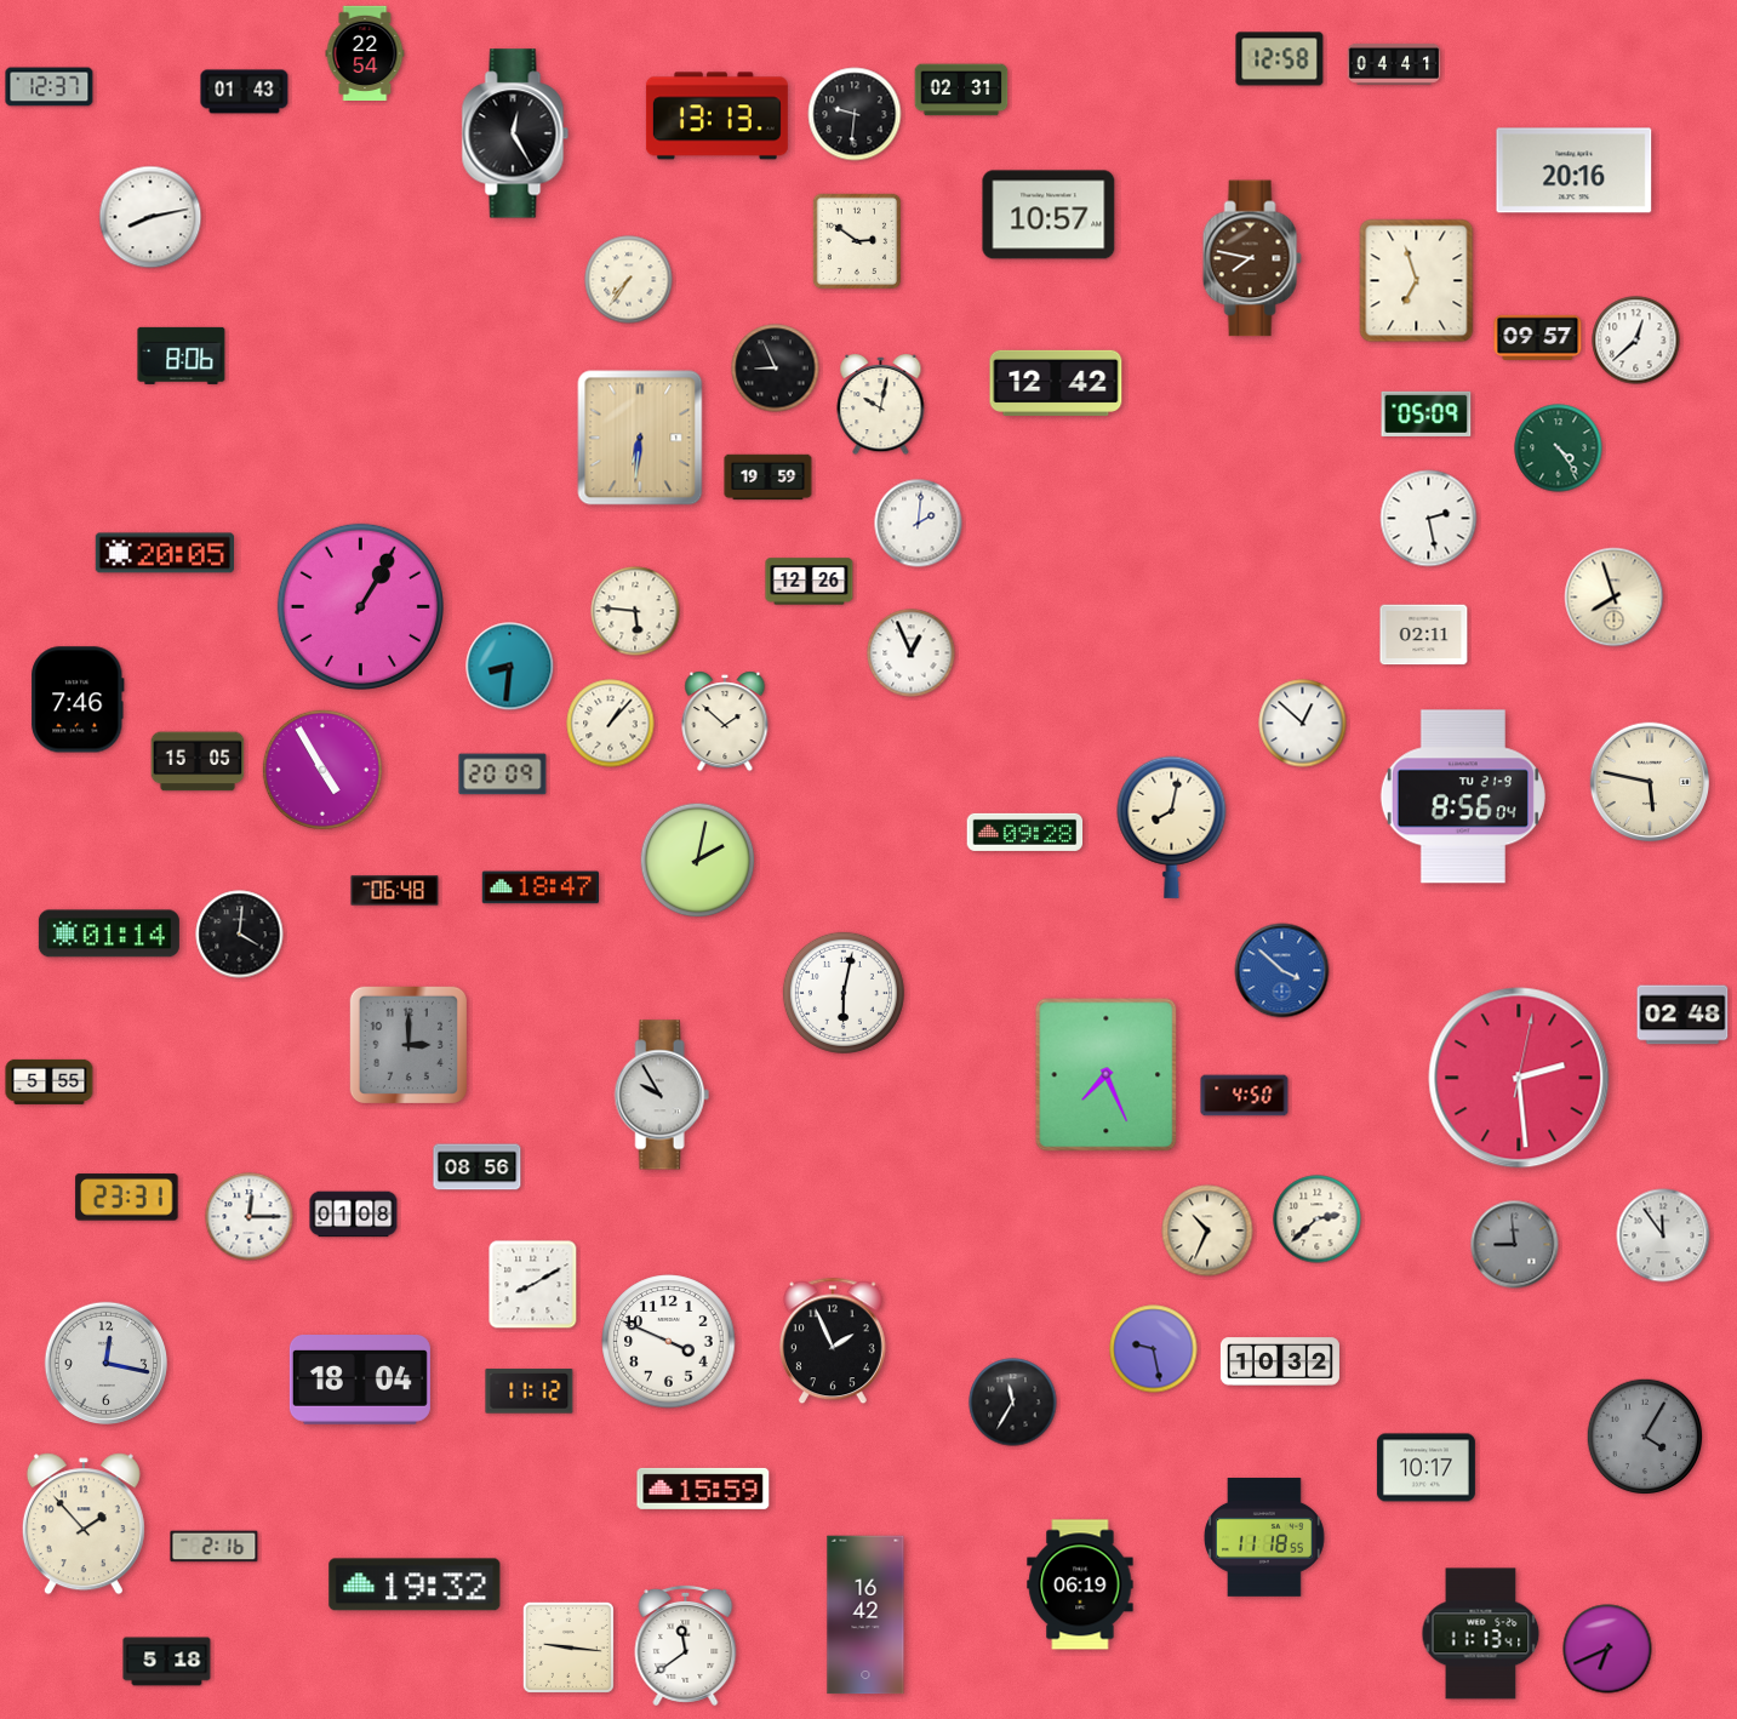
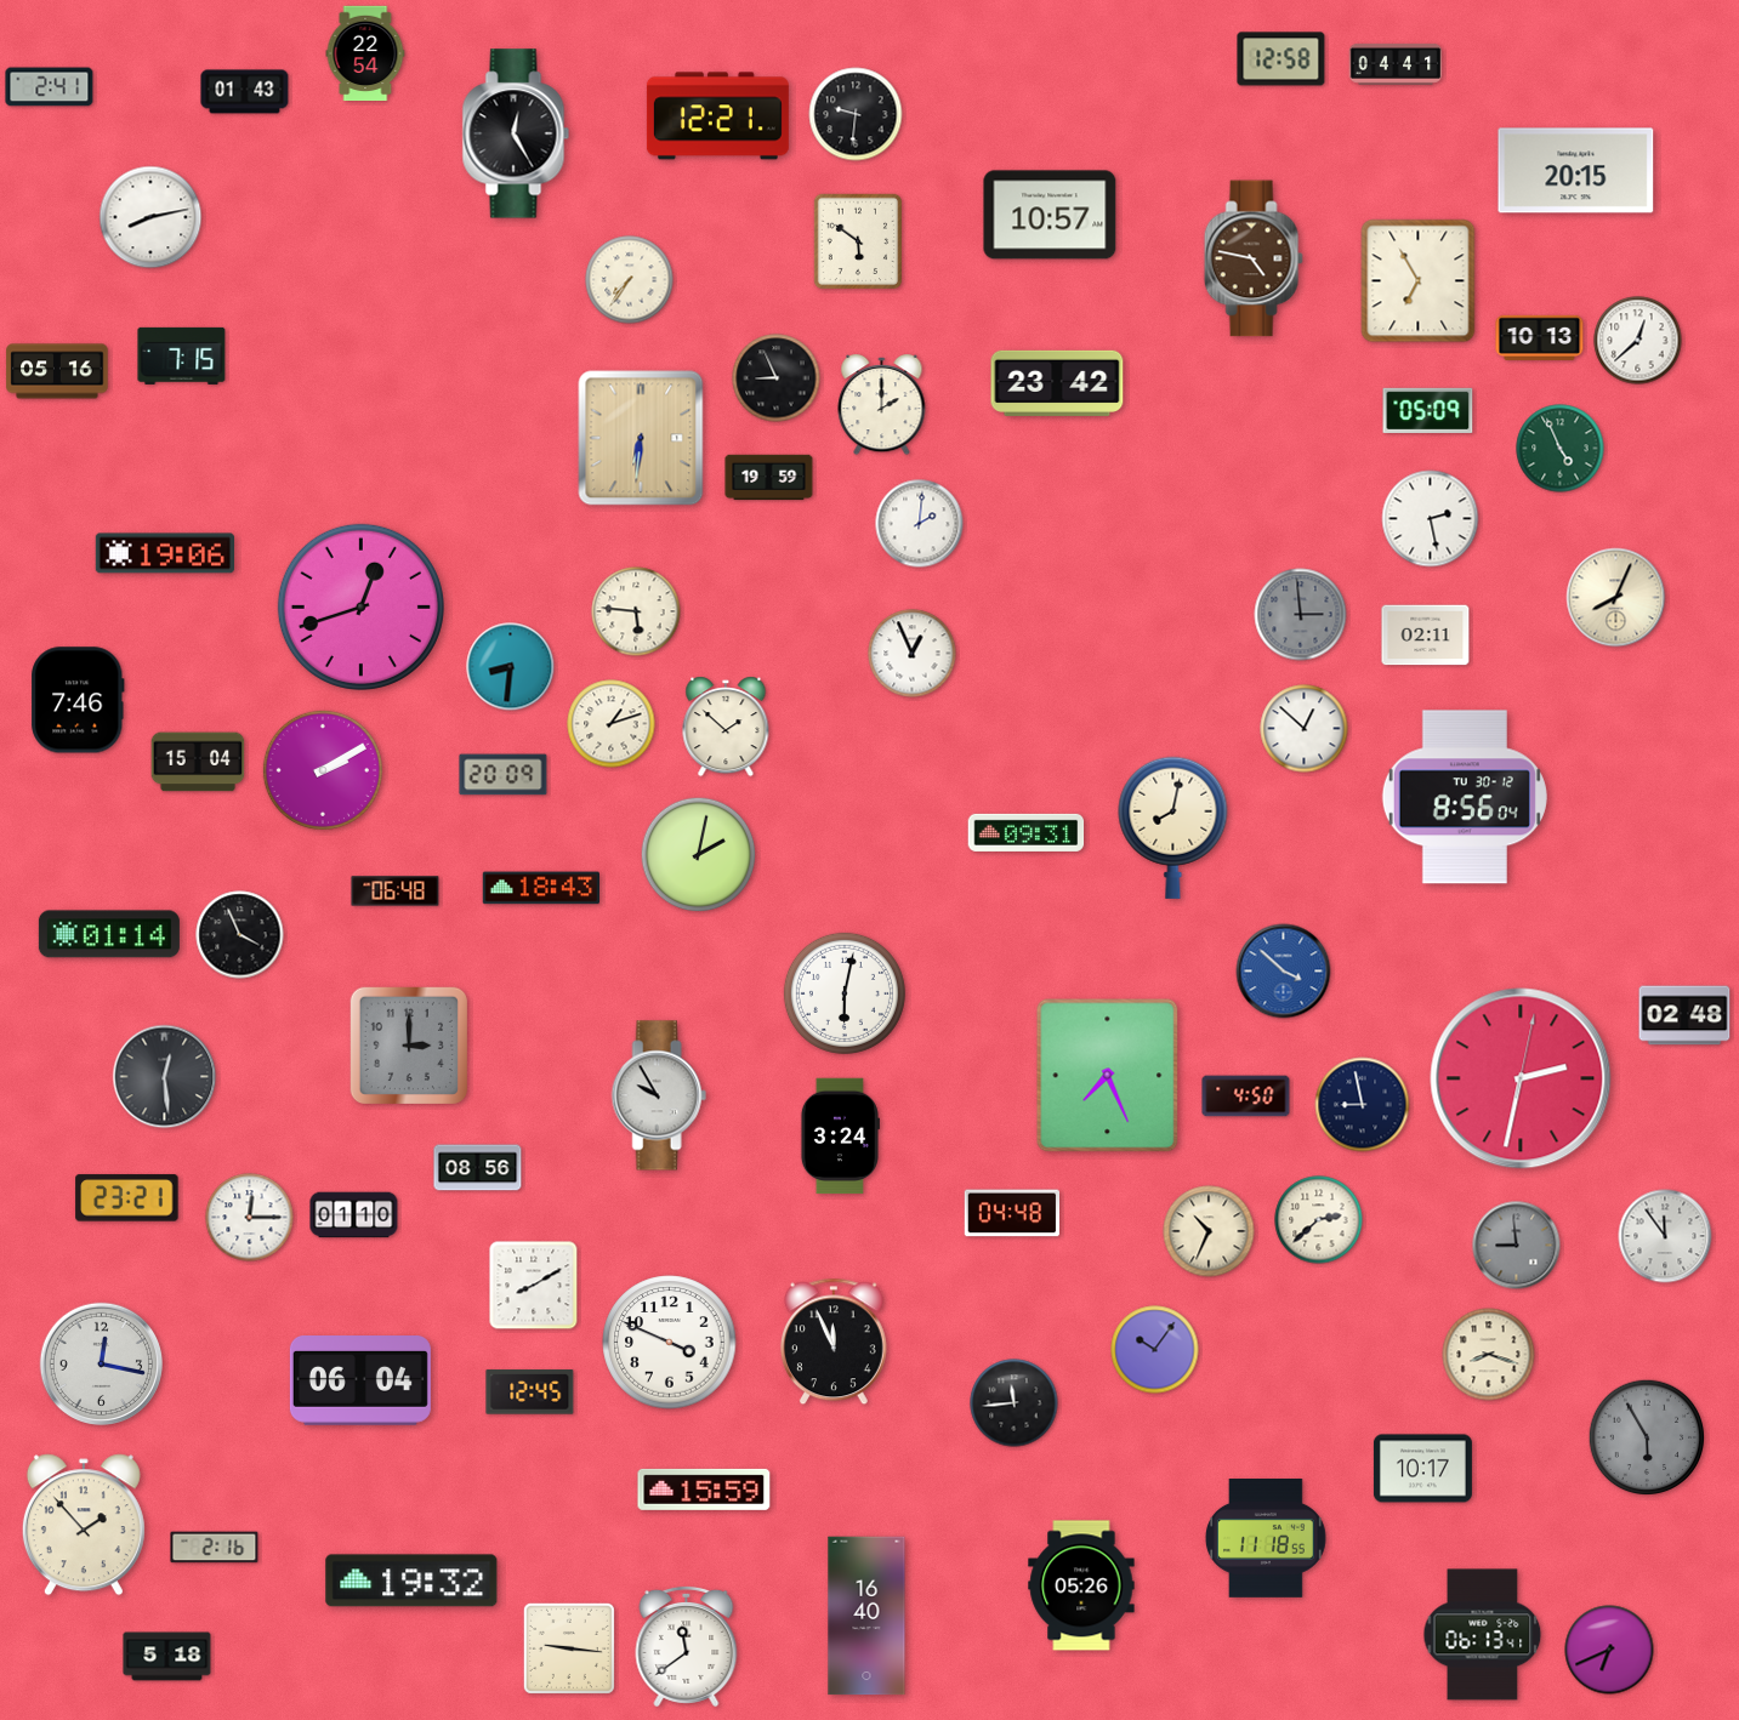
clock at (50, 87): 12:37 -> 2:41
clock at (961, 90): 02:31 -> none
clock at (716, 116): 13:13 -> 12:21
clock at (1575, 171): 20:16 -> 20:15
clock at (856, 241): 2:51 -> 5:51
clock at (1252, 258): 7:47 -> 4:47
clock at (1417, 281): 6:57 -> 6:55
clock at (1538, 337): 09:57 -> 10:13
clock at (182, 355): 8:06 -> 7:15
clock at (776, 369) position: (776, 369) -> (777, 378)
clock at (57, 371): none -> 05:16
clock at (1056, 383): 12:42 -> 23:42
clock at (881, 406): 10:02 -> 2:00
clock at (1427, 413) position: (1427, 413) -> (1428, 410)
clock at (1559, 449): 4:24 -> 4:56
clock at (164, 553): 20:05 -> 19:06
clock at (810, 582): 12:26 -> none
clock at (1615, 598): 7:57 -> 8:04
clock at (360, 606): 1:05 -> 12:42
clock at (1301, 615): none -> 2:59
clock at (725, 721) position: (725, 721) -> (726, 727)
clock at (611, 724): 1:07 -> 1:12
clock at (1303, 724) position: (1303, 724) -> (1305, 729)
clock at (198, 761): 15:05 -> 15:04
clock at (322, 770): 4:55 -> 2:10
clock at (1650, 782): 5:47 -> none
clock at (1463, 796) date: TU 21-9 -> TU 30-12
clock at (1025, 832): 09:28 -> 09:31
clock at (698, 861) position: (698, 861) -> (699, 855)
clock at (539, 887): 18:47 -> 18:43
clock at (240, 935): 4:01 -> 3:56
clock at (165, 1077): none -> 12:29
clock at (1519, 1078): 2:29 -> 2:32
clock at (50, 1081): 5:55 -> none
clock at (662, 1095) position: (662, 1095) -> (659, 1095)
clock at (1363, 1105): none -> 8:58
clock at (840, 1137): none -> 3:24
clock at (127, 1198): 23:31 -> 23:21
clock at (1011, 1213): none -> 04:48
clock at (354, 1215): 01:08 -> 01:10
clock at (833, 1341): 1:56 -> 11:56
clock at (1154, 1349): 9:28 -> 10:06
clock at (1489, 1355): none -> 8:18
clock at (1280, 1361): 10:32 -> none
clock at (105, 1363) position: (105, 1363) -> (101, 1363)
clock at (360, 1381): 18:04 -> 06:04
clock at (530, 1392): 11:12 -> 12:45
clock at (1013, 1403): 11:35 -> 11:44
clock at (1645, 1437): 4:05 -> 5:55
clock at (1425, 1468) position: (1425, 1468) -> (1422, 1469)
clock at (415, 1584) position: (415, 1584) -> (411, 1581)
clock at (1080, 1584): 06:19 -> 05:26
clock at (865, 1615): 16:42 -> 16:40
clock at (1481, 1634): 11:13 -> 06:13
clock at (167, 1662) position: (167, 1662) -> (167, 1657)
